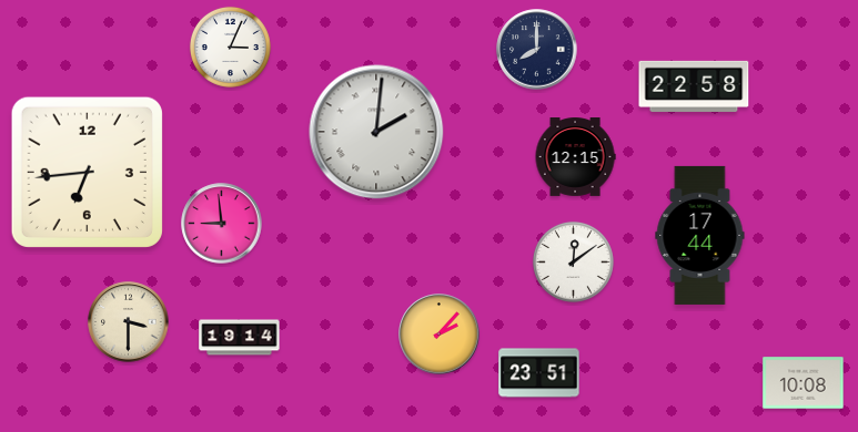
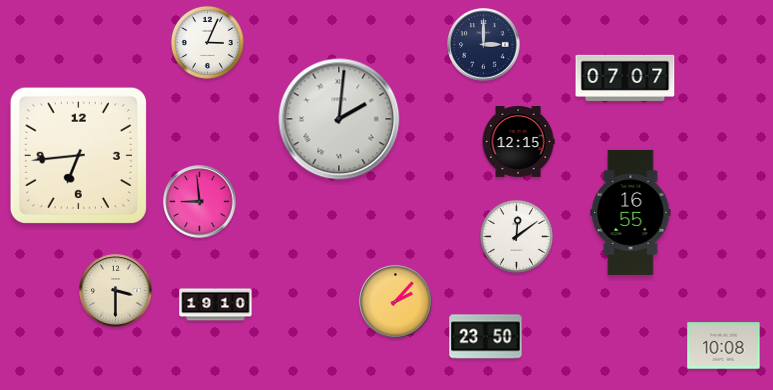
clock at (537, 50): 8:00 -> 3:00
clock at (694, 86): 22:58 -> 07:07
clock at (700, 235): 17:44 -> 16:55
clock at (240, 338): 19:14 -> 19:10
clock at (539, 373): 23:51 -> 23:50
